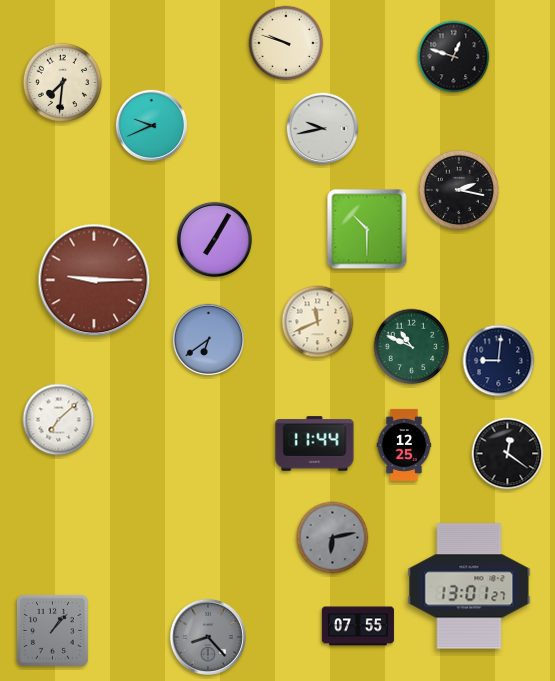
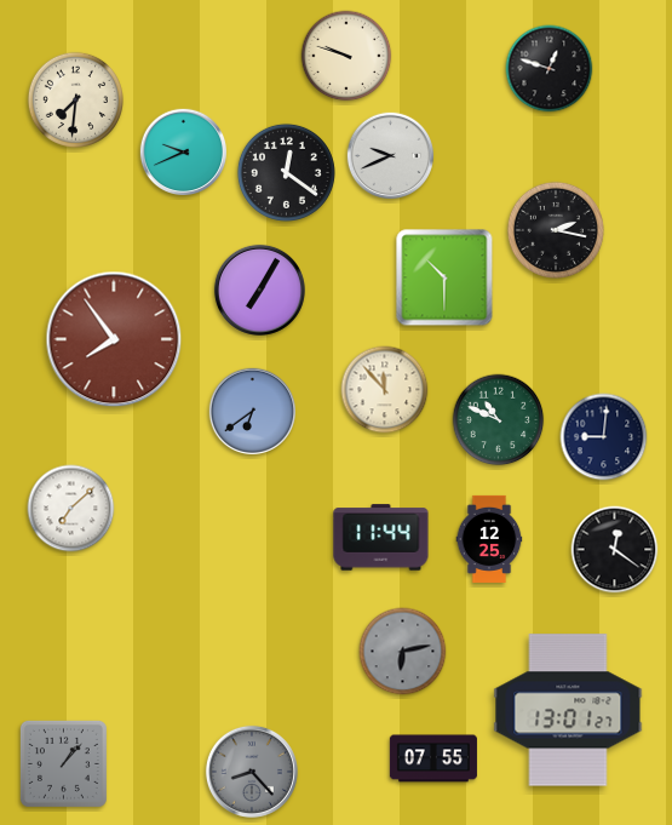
clock at (286, 43) position: (286, 43) -> (346, 56)
clock at (322, 128): 9:43 -> 9:41
clock at (286, 172): none -> 12:21
clock at (94, 280): 9:15 -> 7:54
clock at (318, 322): 11:41 -> 11:53
